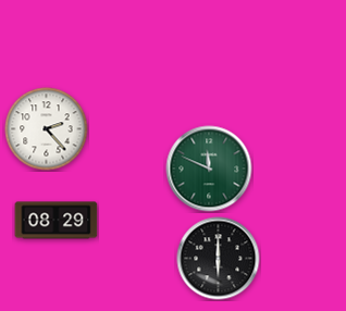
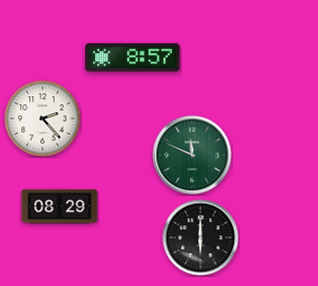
clock at (133, 58): none -> 8:57
clock at (57, 221) position: (57, 221) -> (60, 207)
